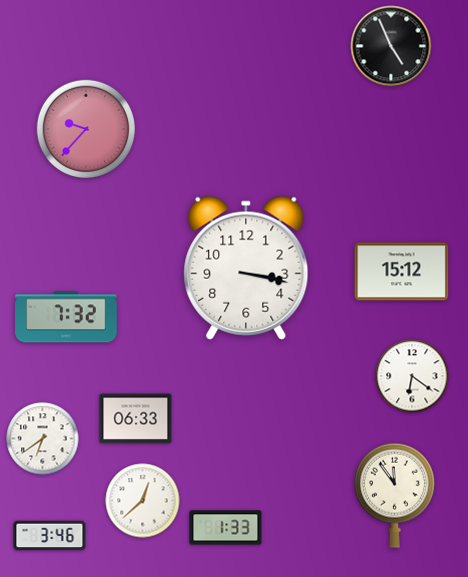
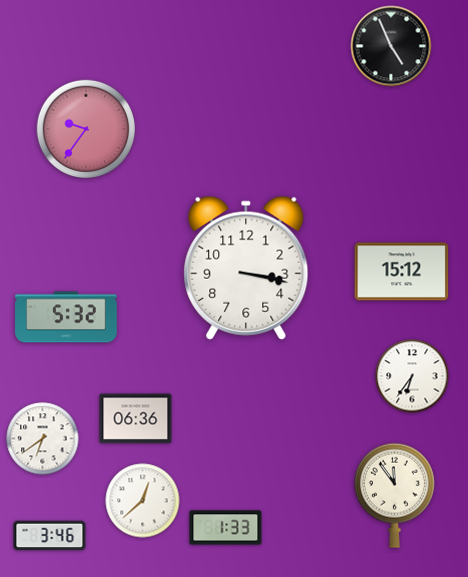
clock at (85, 128): 9:37 -> 9:36
clock at (66, 317): 7:32 -> 5:32
clock at (412, 376): 6:21 -> 6:36
clock at (136, 419): 06:33 -> 06:36
